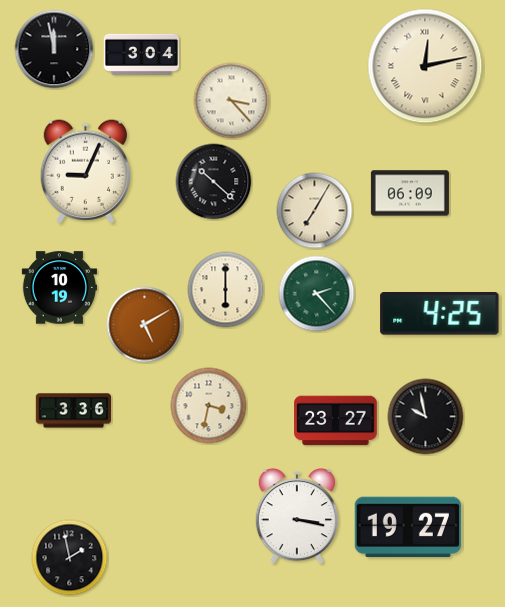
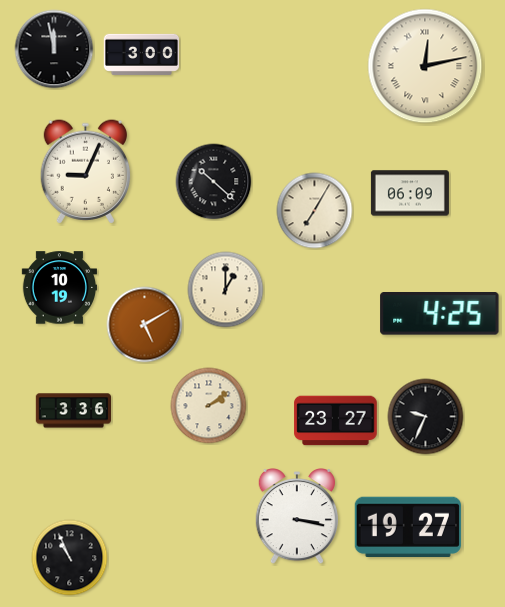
clock at (141, 54): 3:04 -> 3:00
clock at (232, 101): 3:23 -> none
clock at (226, 290): 6:00 -> 1:00
clock at (317, 294): 2:23 -> none
clock at (209, 406): 3:32 -> 2:09
clock at (426, 417): 9:58 -> 9:34
clock at (70, 558): 1:58 -> 10:56
